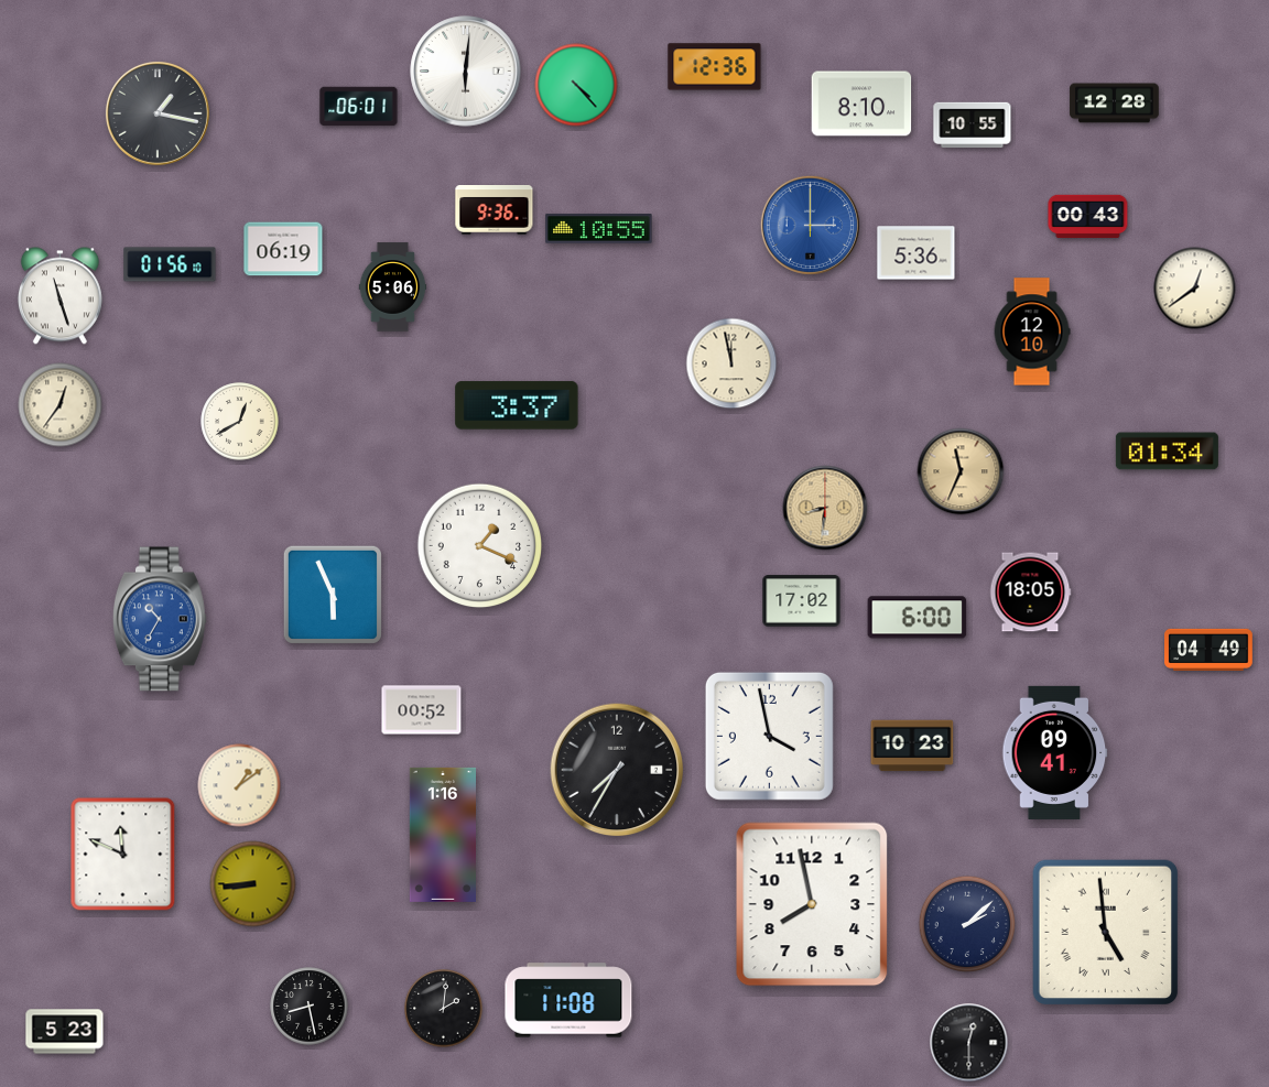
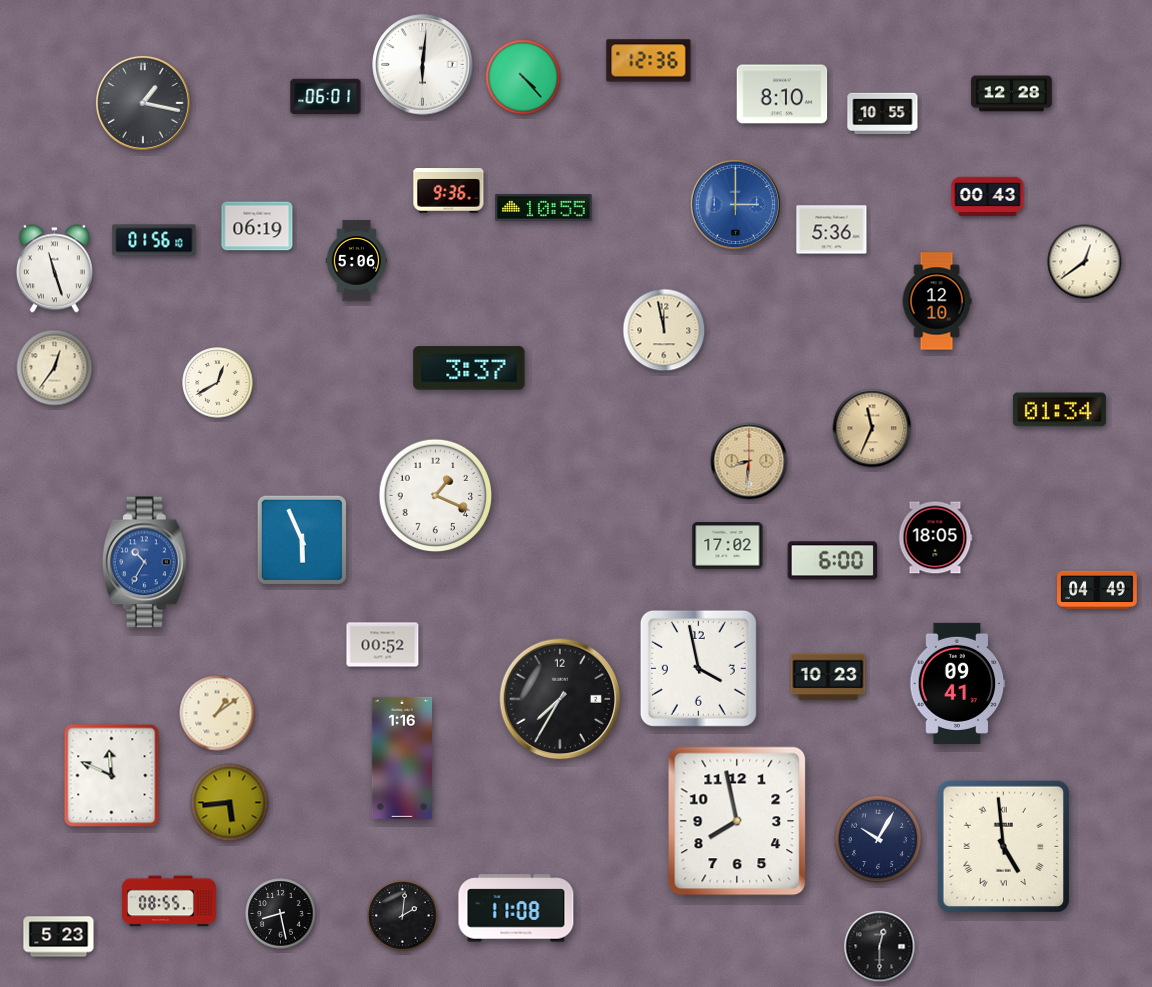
clock at (253, 884): 8:44 -> 5:44
clock at (967, 924): 2:08 -> 10:05
clock at (169, 901): none -> 08:55
